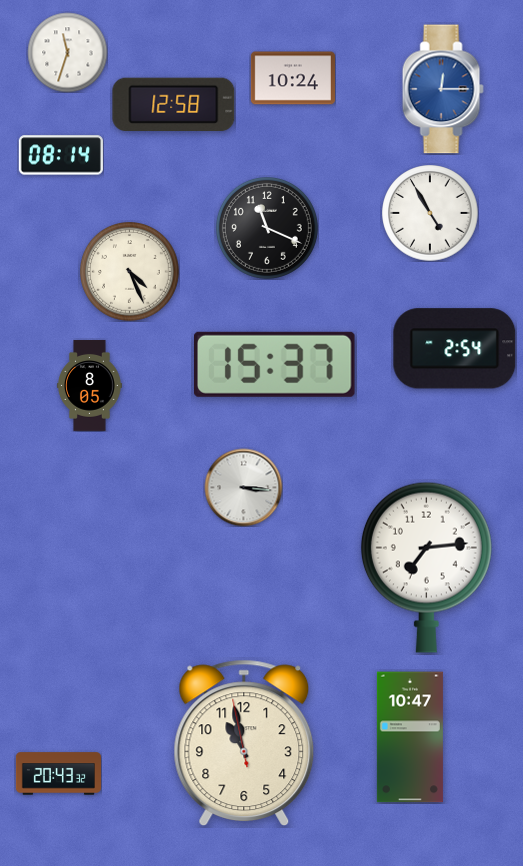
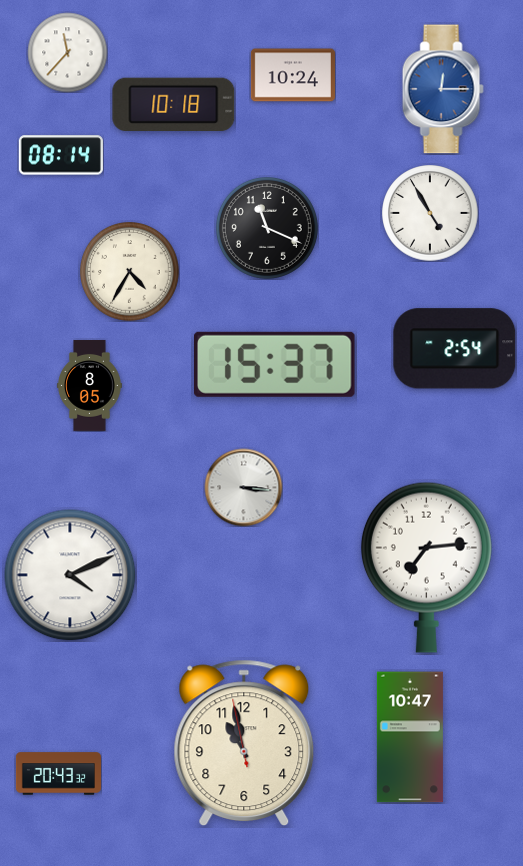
clock at (67, 52): 11:33 -> 11:37
clock at (293, 78) position: (293, 78) -> (293, 75)
clock at (174, 104): 12:58 -> 10:18
clock at (130, 272): 4:26 -> 4:35
clock at (70, 575): none -> 4:11
